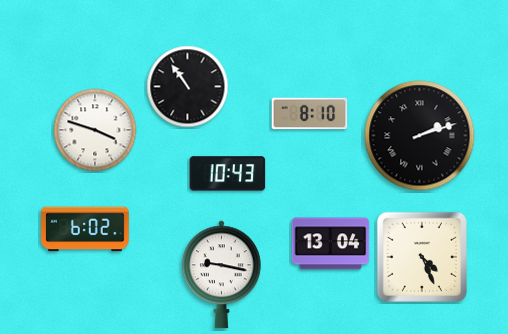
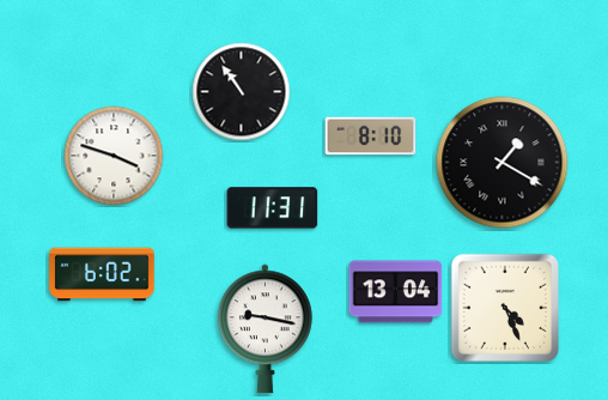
clock at (188, 87) position: (188, 87) -> (242, 92)
clock at (420, 136): 2:12 -> 1:20
clock at (228, 174): 10:43 -> 11:31
